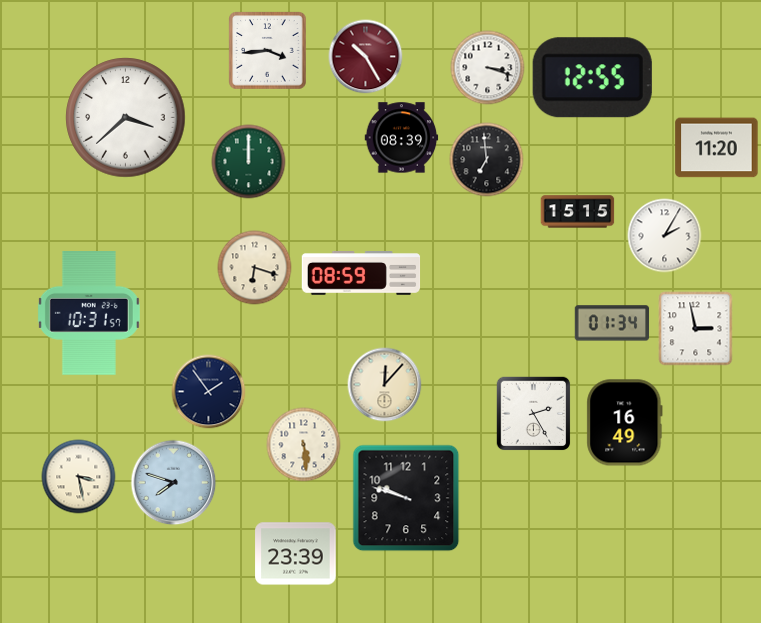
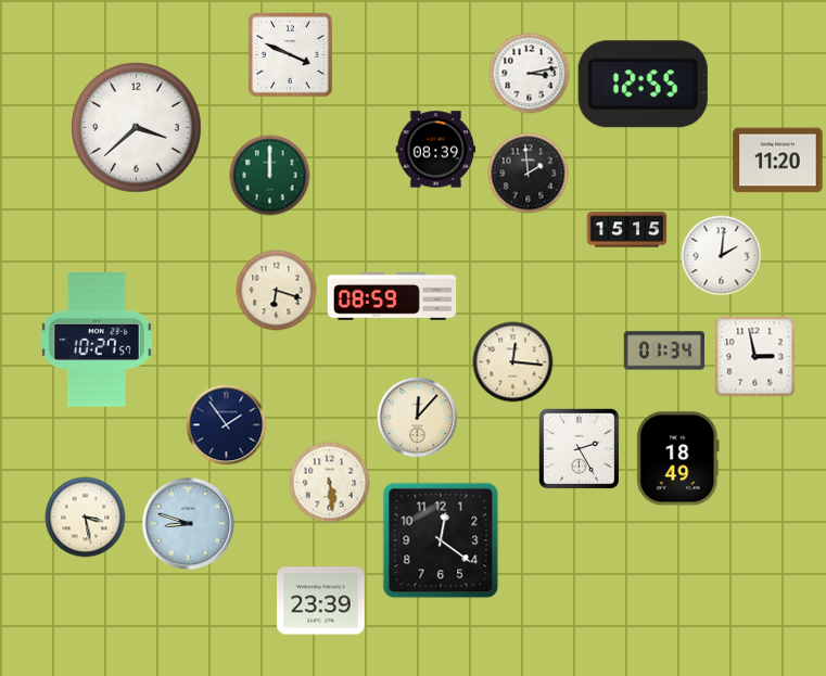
clock at (268, 51): 3:44 -> 3:49
clock at (366, 57): 10:25 -> none
clock at (488, 68): 3:18 -> 3:13
clock at (487, 160): 6:59 -> 1:59
clock at (665, 236): 2:05 -> 2:01
clock at (89, 314): 10:31 -> 10:27
clock at (513, 362): none -> 12:16
clock at (625, 423): 16:49 -> 18:49
clock at (174, 483): 7:48 -> 8:48
clock at (406, 498): 9:48 -> 12:21
